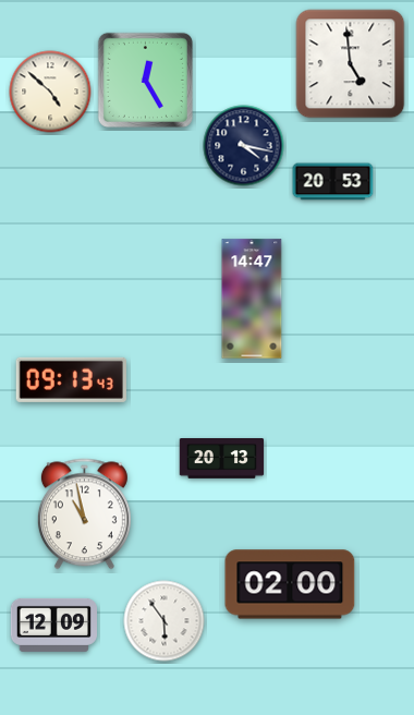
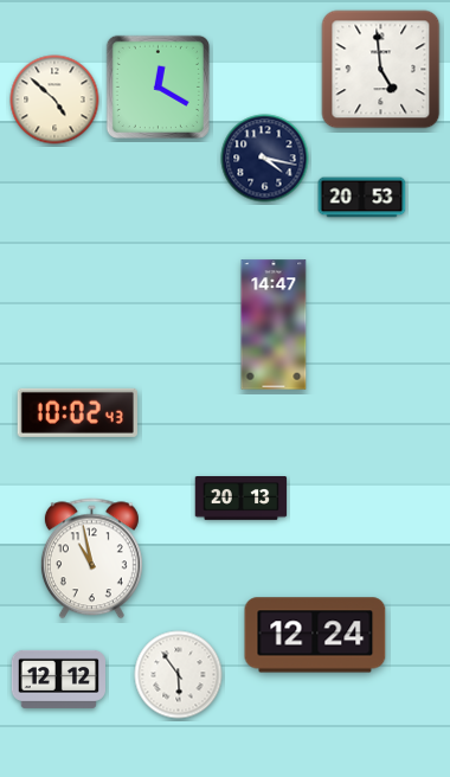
clock at (145, 80): 12:25 -> 12:20
clock at (71, 379): 09:13 -> 10:02
clock at (290, 584): 02:00 -> 12:24
clock at (53, 625): 12:09 -> 12:12
